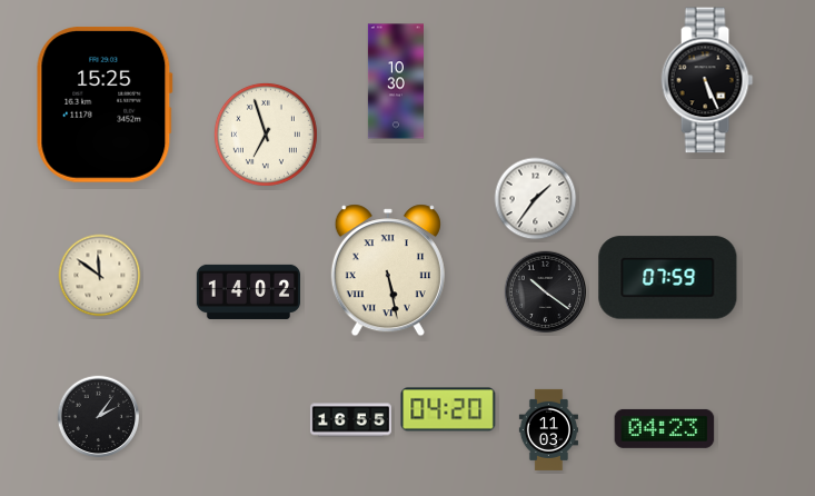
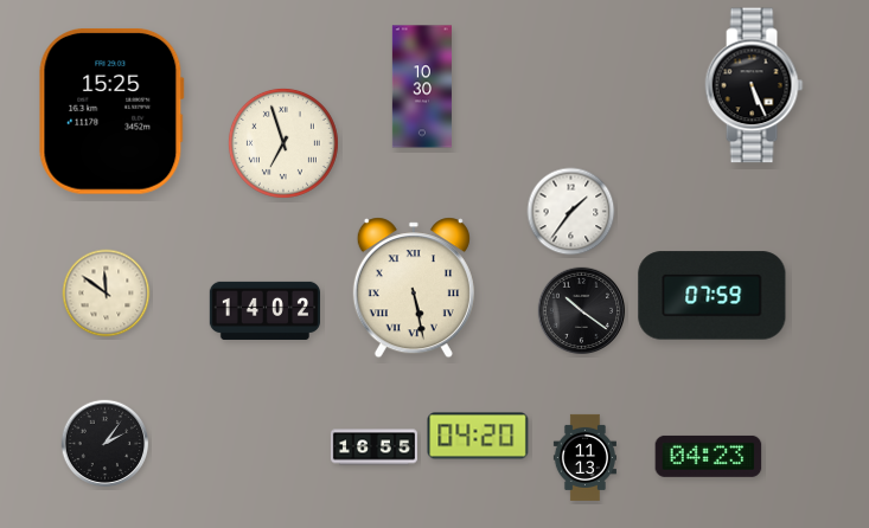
clock at (548, 429): 11:03 -> 11:13
